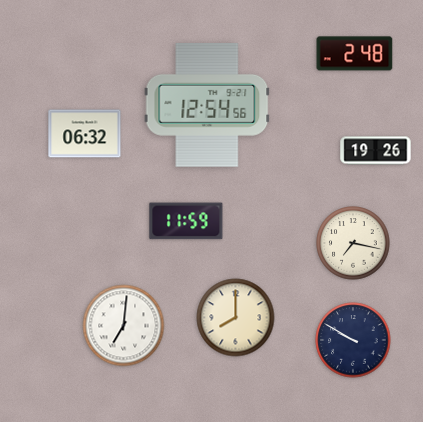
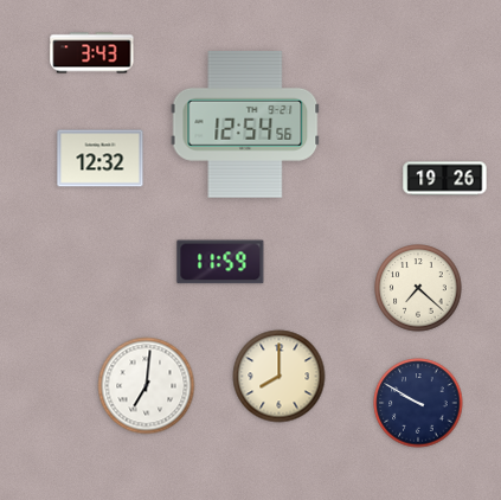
clock at (92, 53): none -> 3:43
clock at (355, 54): 2:48 -> none
clock at (85, 134): 06:32 -> 12:32
clock at (353, 243): 7:17 -> 7:22
